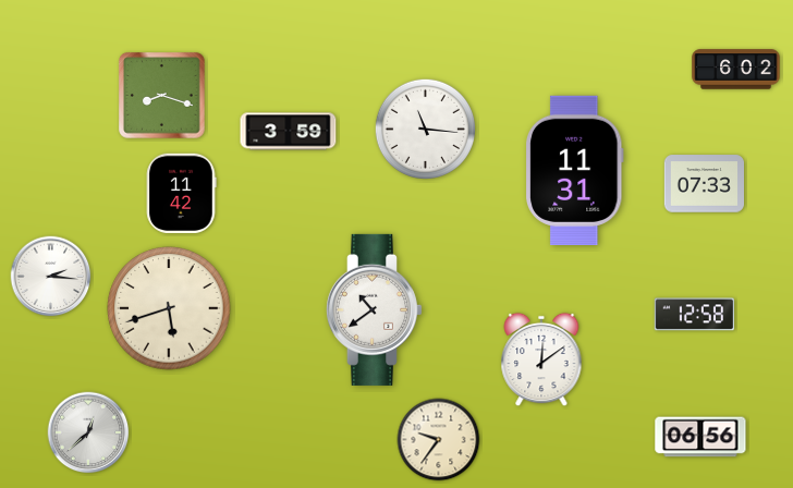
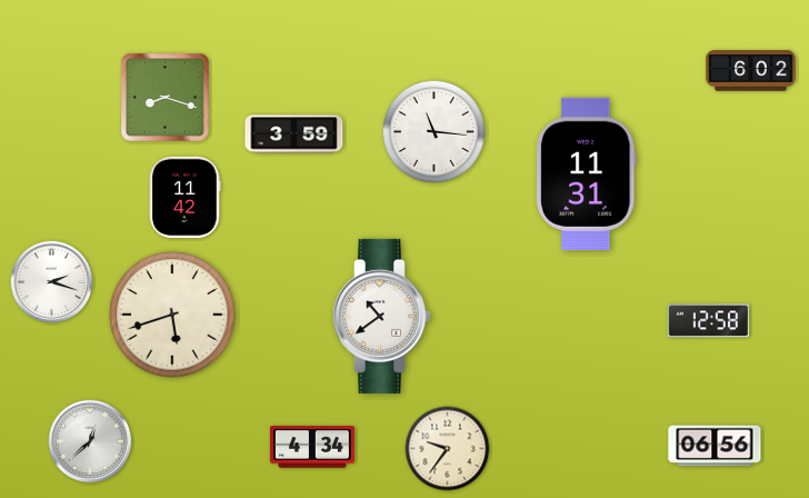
clock at (704, 184): 07:33 -> none
clock at (51, 277): 2:16 -> 2:18
clock at (541, 359): 12:09 -> none
clock at (312, 447): none -> 4:34
